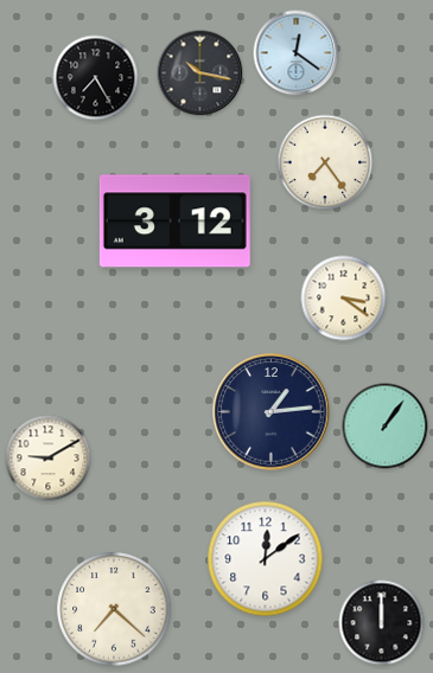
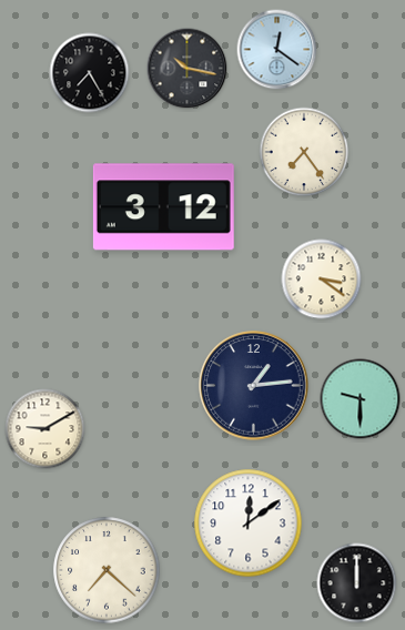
clock at (386, 427): 1:06 -> 9:30
